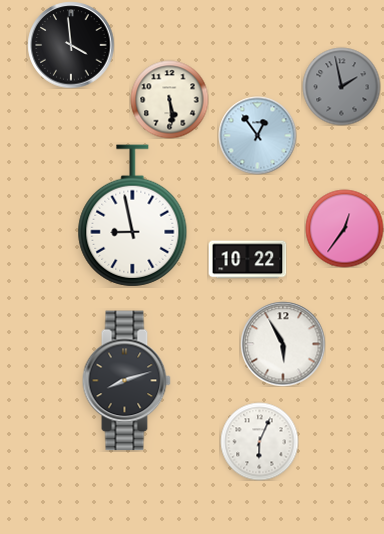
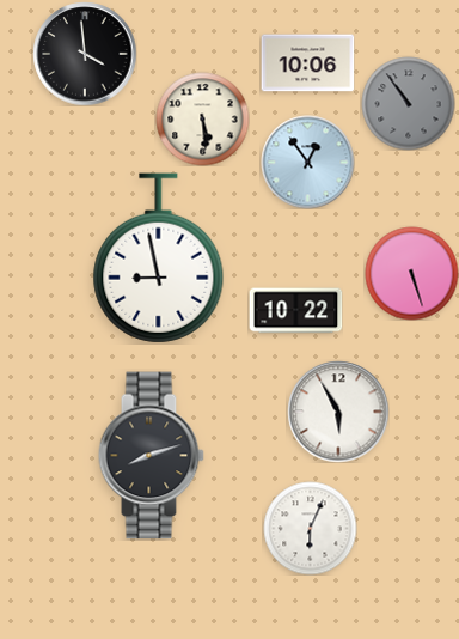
clock at (307, 63): none -> 10:06
clock at (341, 86): 1:58 -> 10:54
clock at (344, 228): 12:36 -> 5:27
